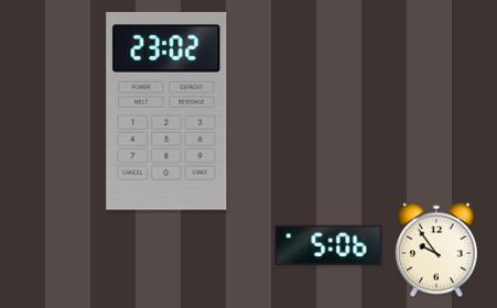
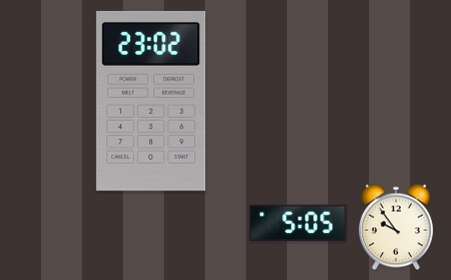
clock at (328, 245): 5:06 -> 5:05
